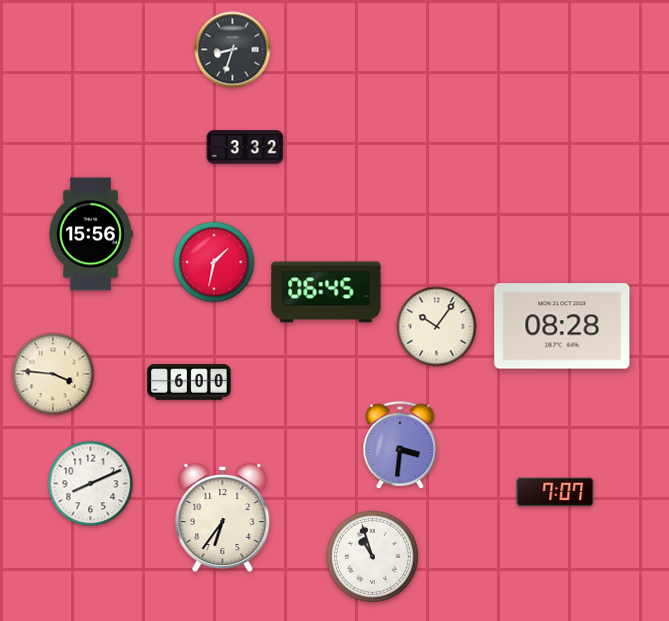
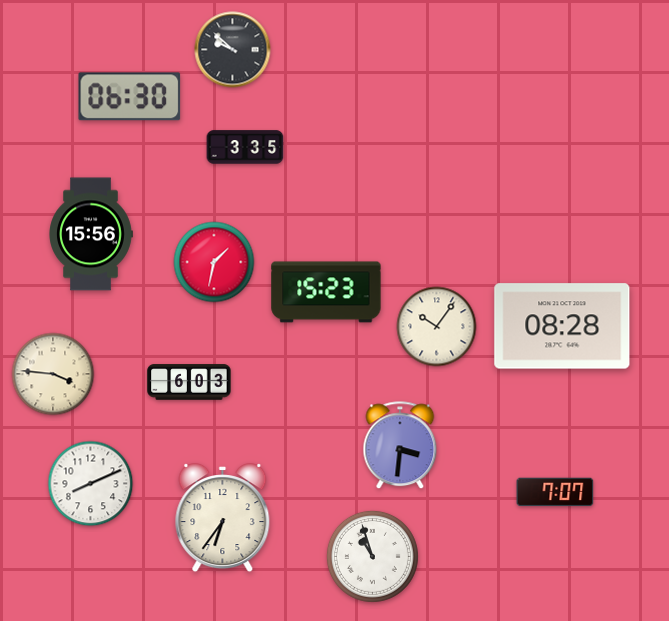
clock at (233, 50): 8:33 -> 9:52
clock at (130, 97): none -> 06:30
clock at (245, 147): 3:32 -> 3:35
clock at (326, 292): 06:45 -> 15:23
clock at (189, 382): 6:00 -> 6:03
